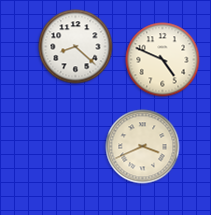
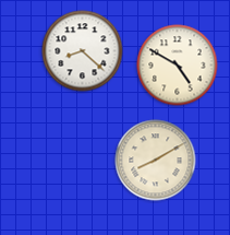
clock at (163, 60): 4:49 -> 4:50
clock at (143, 147): 3:41 -> 8:10
